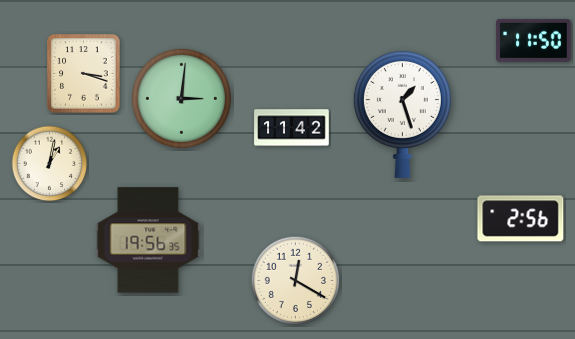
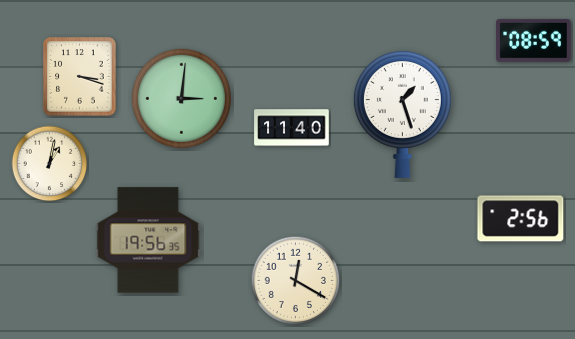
clock at (534, 40): 11:50 -> 08:59
clock at (84, 74) position: (84, 74) -> (80, 77)
clock at (292, 128): 11:42 -> 11:40
